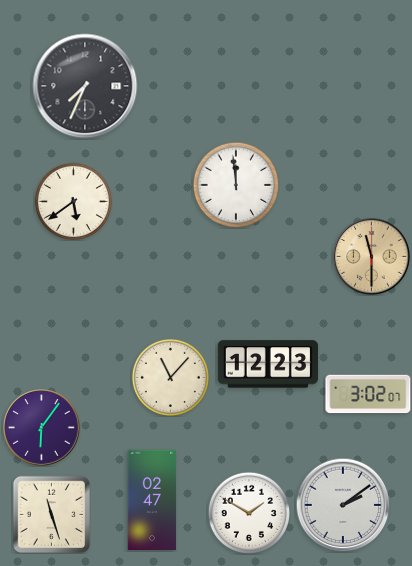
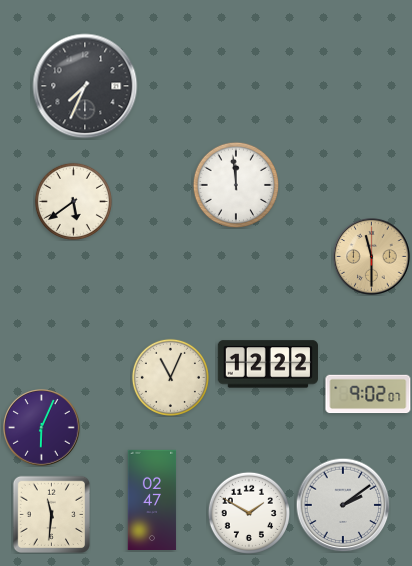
clock at (267, 364): 12:23 -> 12:22
clock at (170, 377): 11:07 -> 11:04
clock at (368, 394): 3:02 -> 9:02
clock at (42, 428): 6:06 -> 6:04
clock at (51, 514): 11:27 -> 11:31
